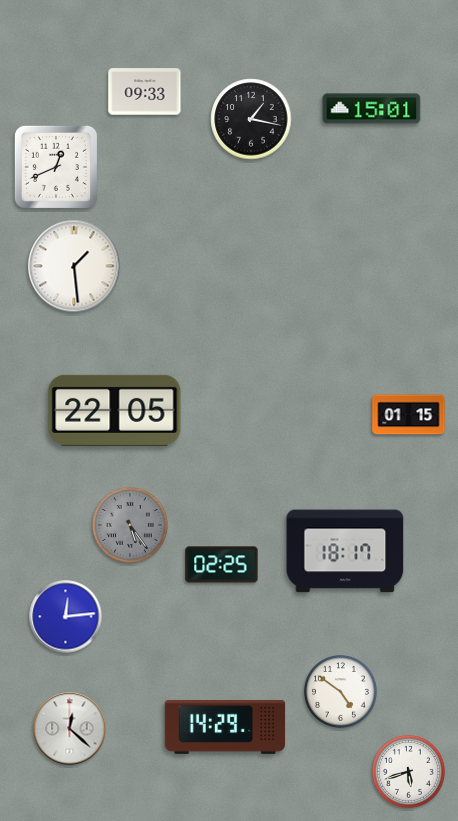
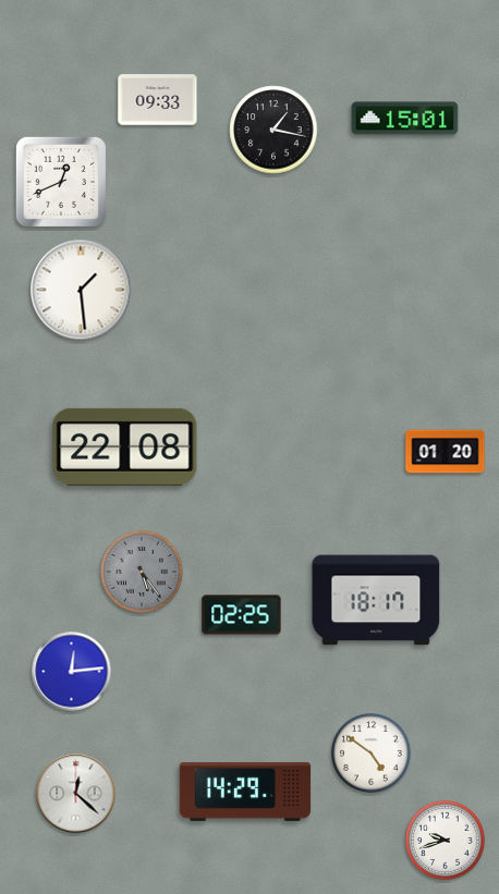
clock at (115, 410): 22:05 -> 22:08
clock at (409, 415): 01:15 -> 01:20
clock at (409, 772): 5:42 -> 9:42
